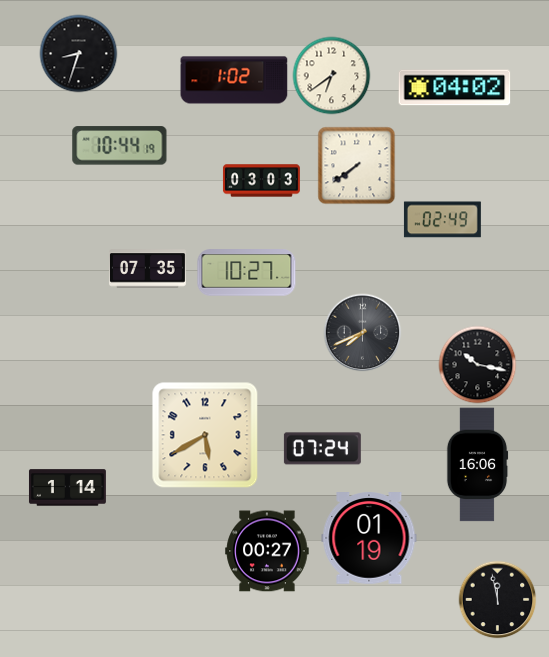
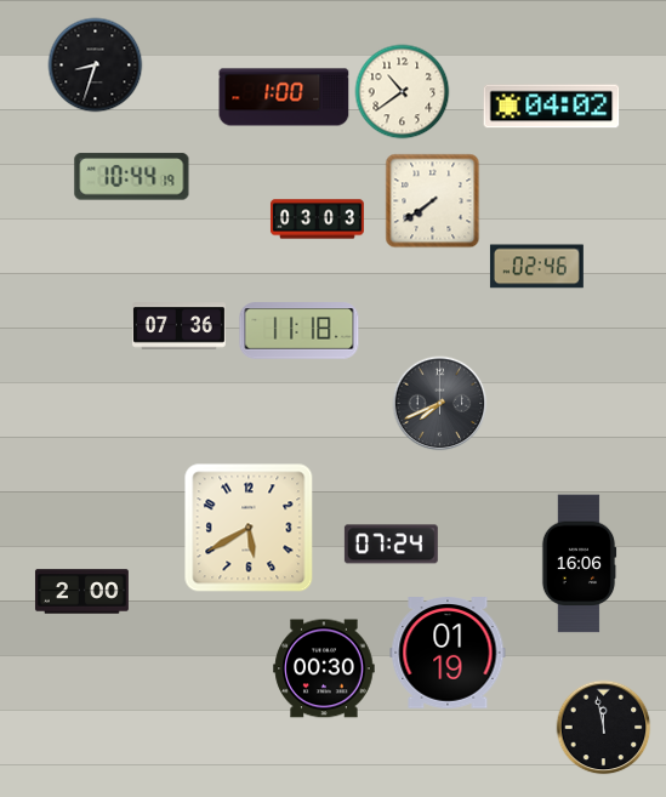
clock at (331, 75): 6:39 -> 10:39
clock at (234, 80): 1:02 -> 1:00
clock at (120, 146) position: (120, 146) -> (132, 177)
clock at (442, 220): 02:49 -> 02:46
clock at (147, 269): 07:35 -> 07:36
clock at (247, 273): 10:27 -> 11:18
clock at (477, 364): 10:17 -> none
clock at (67, 488): 1:14 -> 2:00
clock at (267, 551): 00:27 -> 00:30
